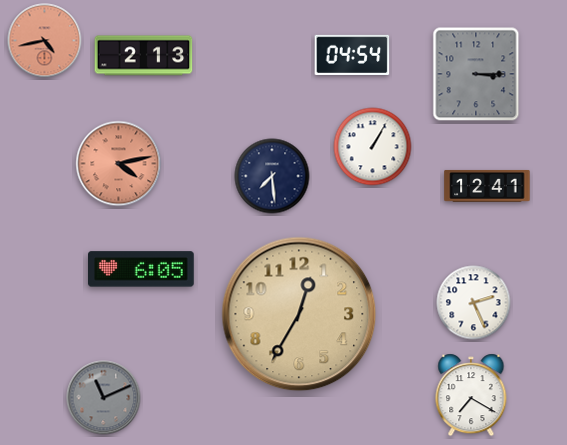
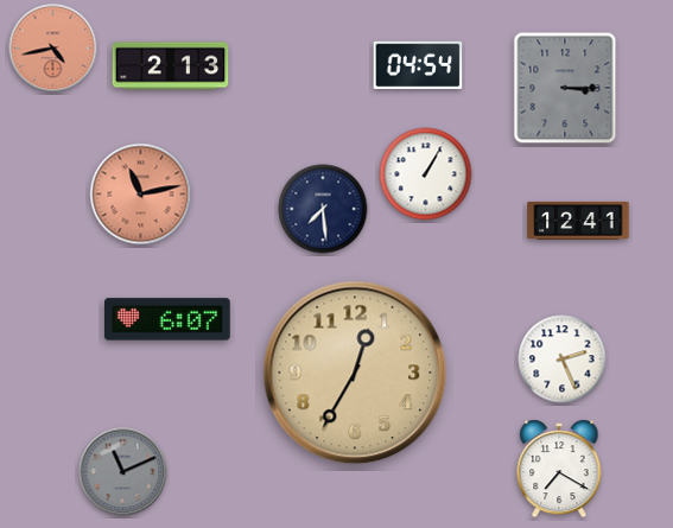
clock at (373, 147) position: (373, 147) -> (426, 174)
clock at (119, 164): 4:13 -> 11:13
clock at (142, 269): 6:05 -> 6:07
